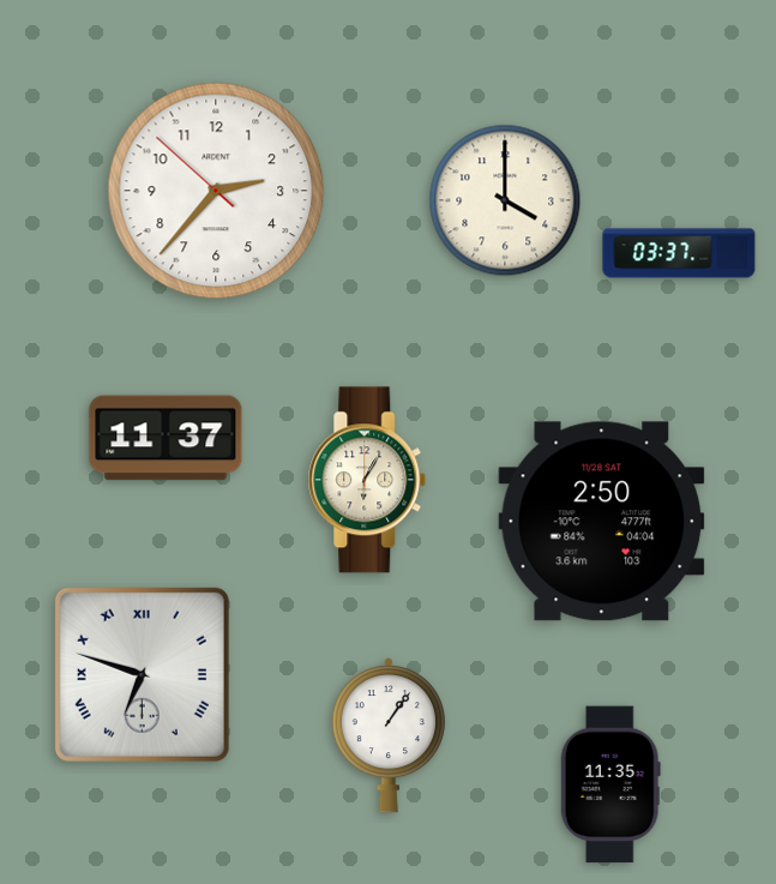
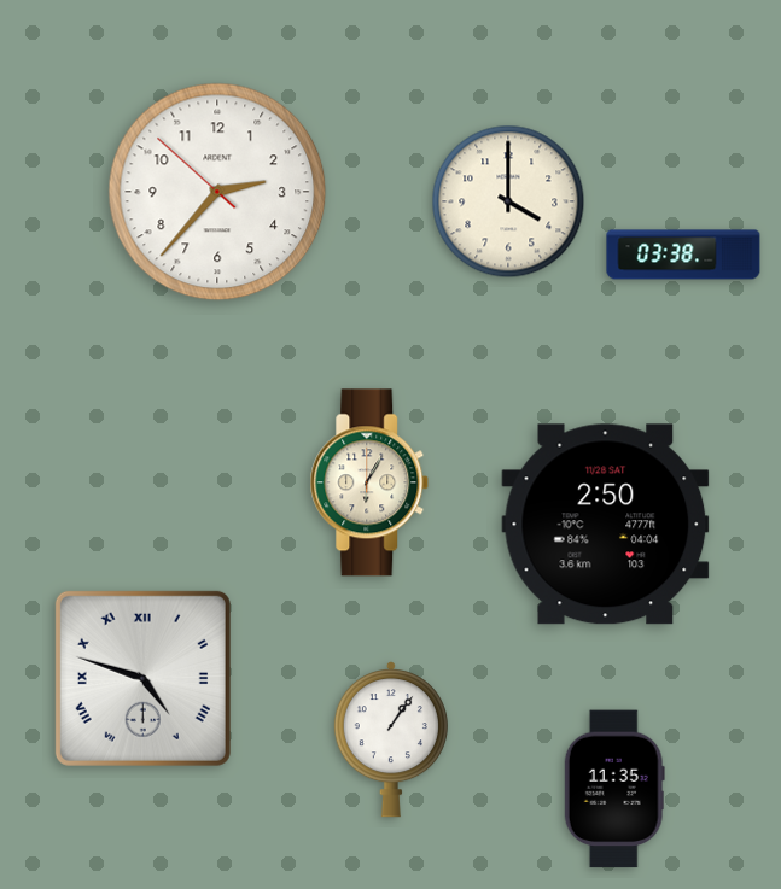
clock at (679, 253): 03:37 -> 03:38
clock at (166, 438): 11:37 -> none
clock at (142, 674): 6:48 -> 4:48
